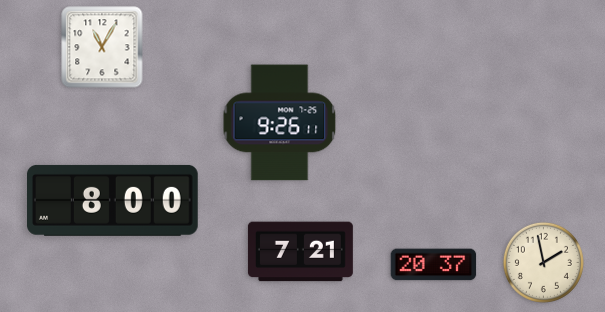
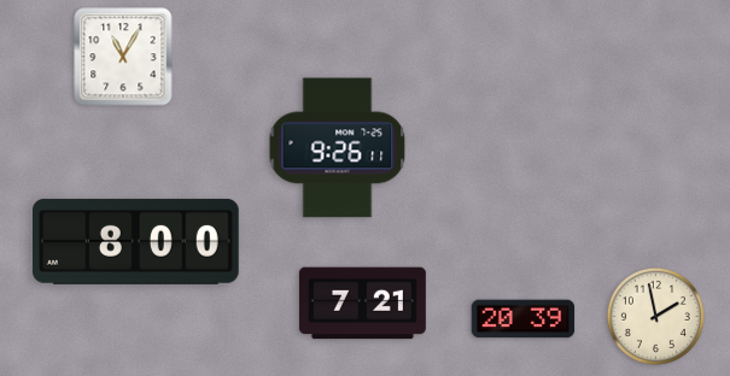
clock at (434, 265): 20:37 -> 20:39
